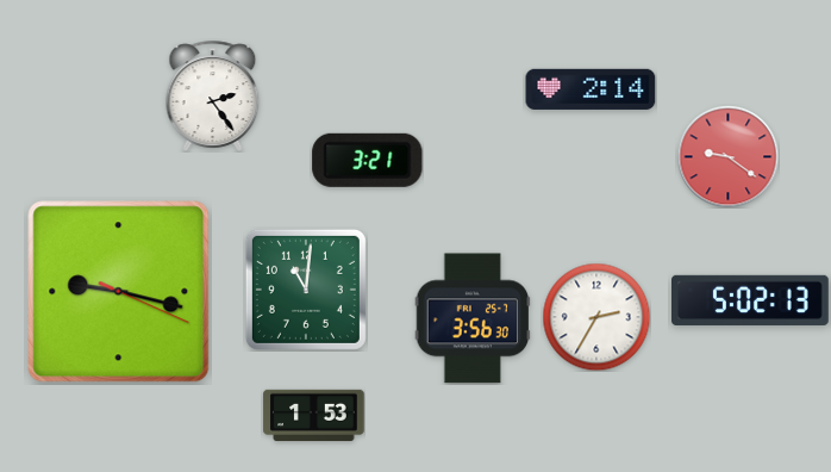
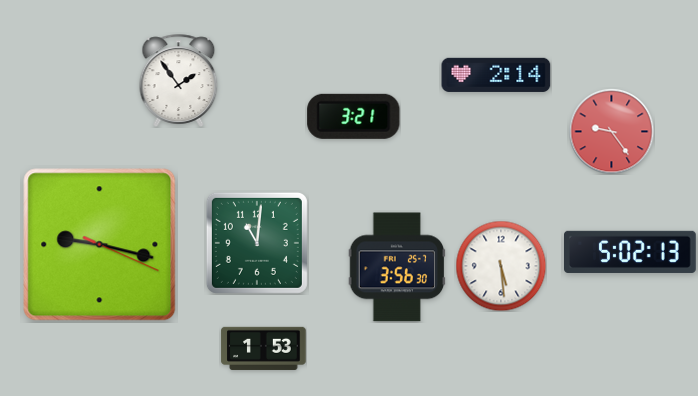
clock at (213, 95): 2:24 -> 1:54
clock at (727, 156): 9:21 -> 9:24
clock at (368, 160) position: (368, 160) -> (354, 116)
clock at (596, 317): 2:35 -> 5:29
